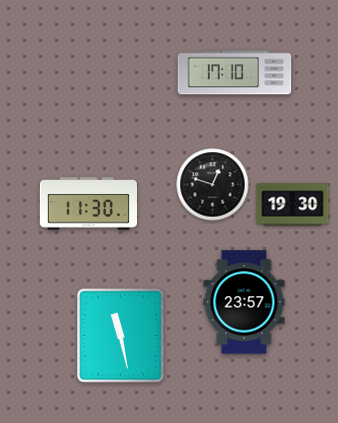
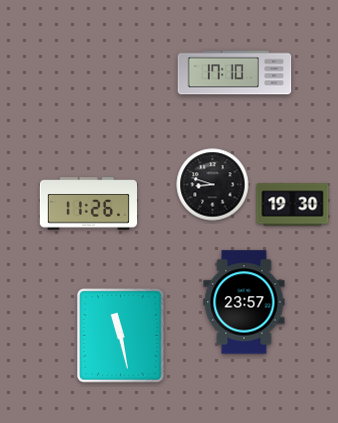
clock at (213, 185): 12:48 -> 8:48
clock at (88, 204): 11:30 -> 11:26
